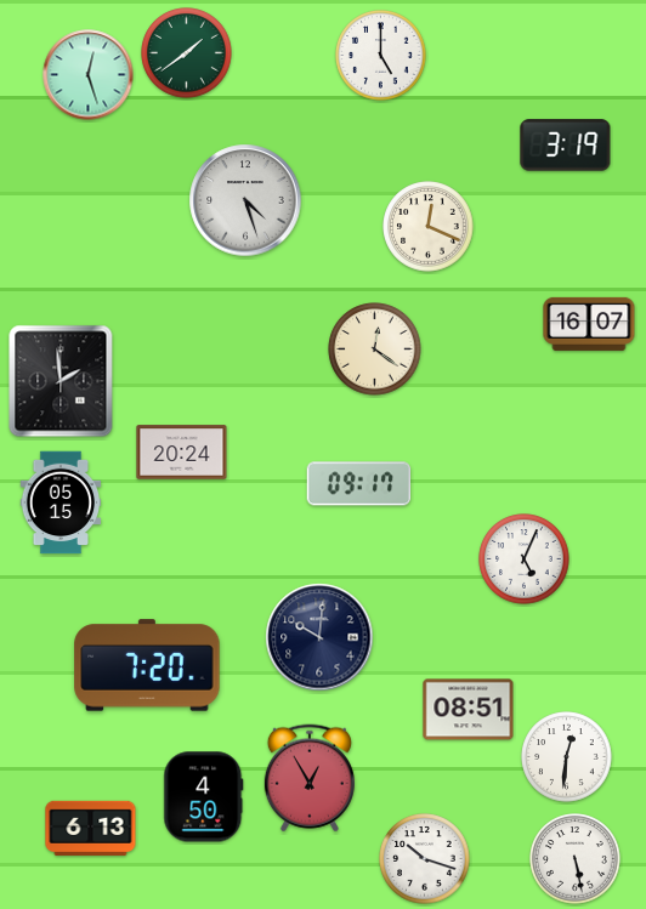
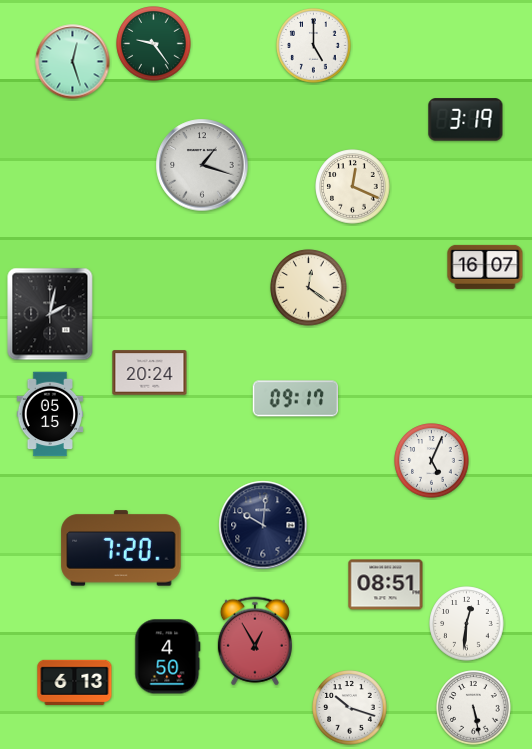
clock at (187, 53): 1:39 -> 9:24
clock at (245, 200): 4:27 -> 1:18
clock at (61, 381): 1:59 -> 2:02
